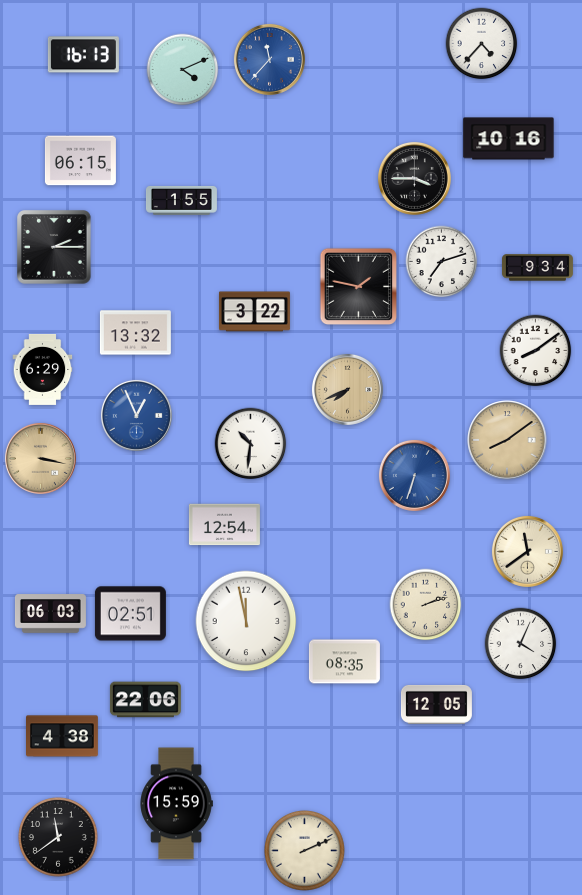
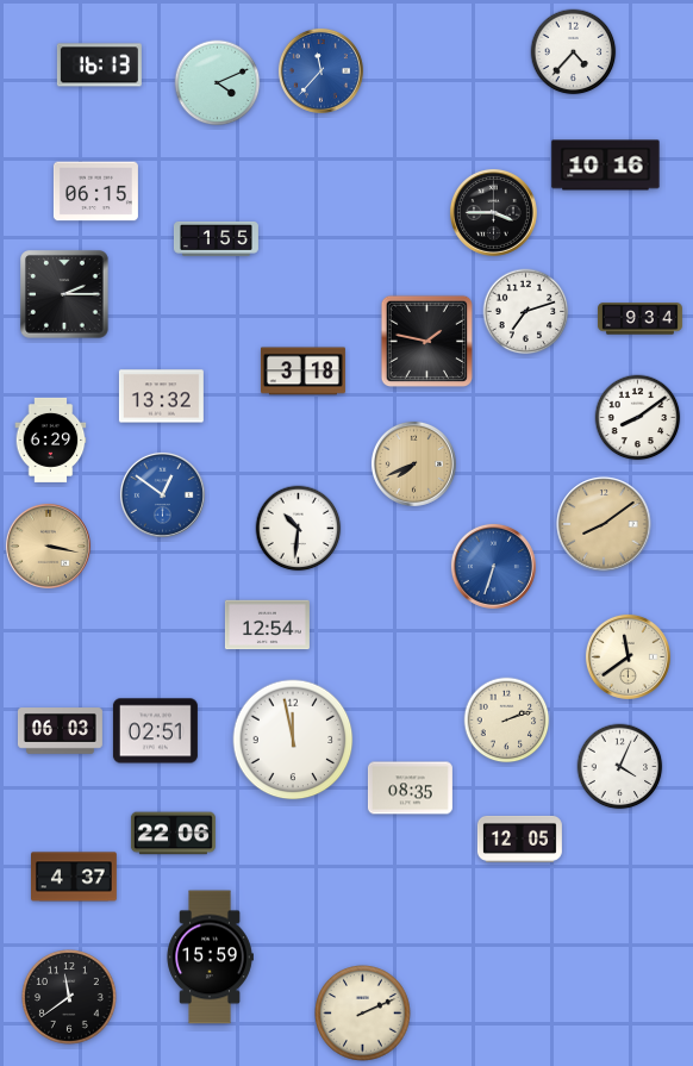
clock at (254, 312): 3:22 -> 3:18
clock at (136, 415): 12:56 -> 12:51
clock at (63, 736): 4:38 -> 4:37
